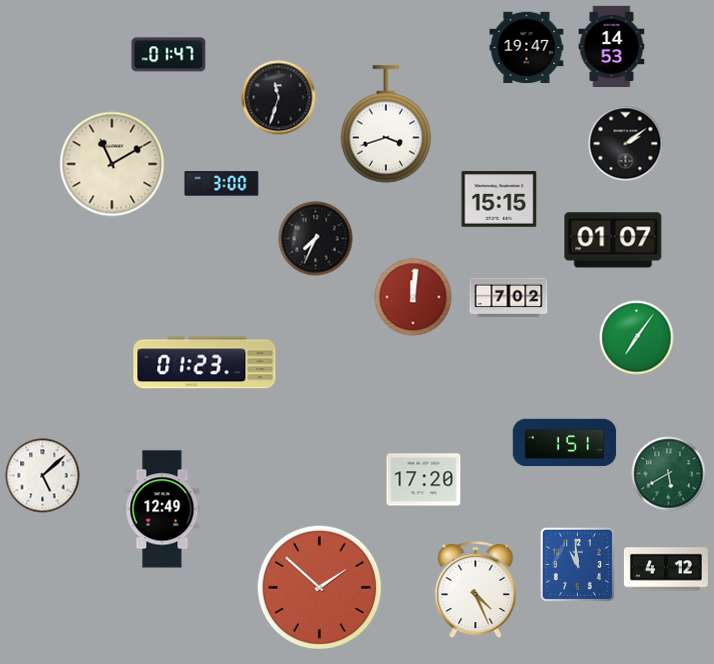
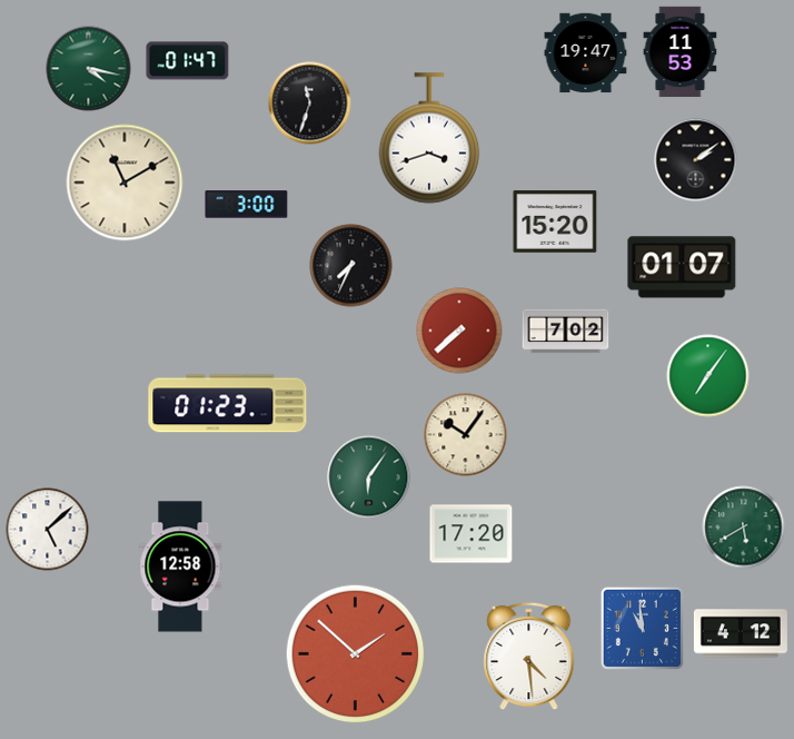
clock at (612, 47): 14:53 -> 11:53
clock at (89, 69): none -> 4:17
clock at (279, 98) position: (279, 98) -> (310, 104)
clock at (499, 199): 15:15 -> 15:20
clock at (413, 297): 12:01 -> 7:38
clock at (466, 435): none -> 10:06
clock at (369, 477): none -> 6:06
clock at (565, 443): 1:51 -> none
clock at (162, 509): 12:49 -> 12:58
clock at (476, 590): 4:26 -> 4:29
